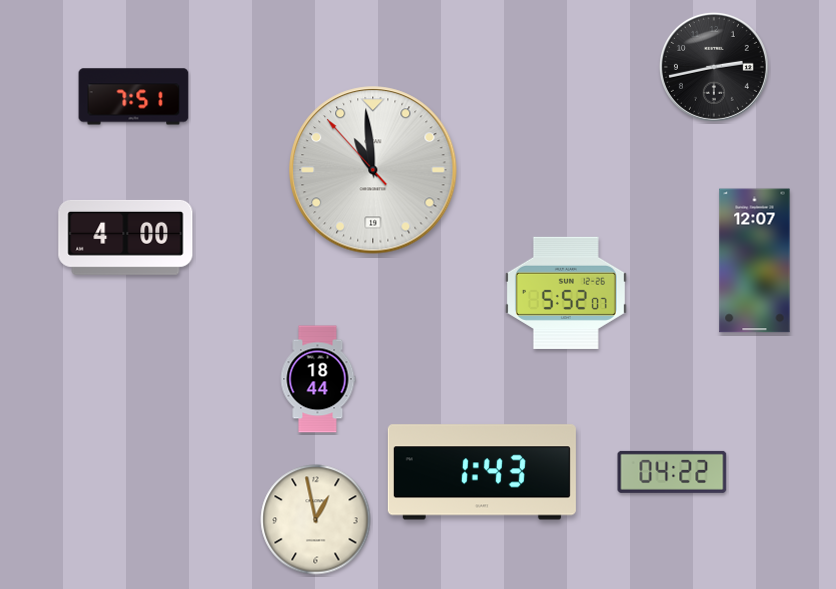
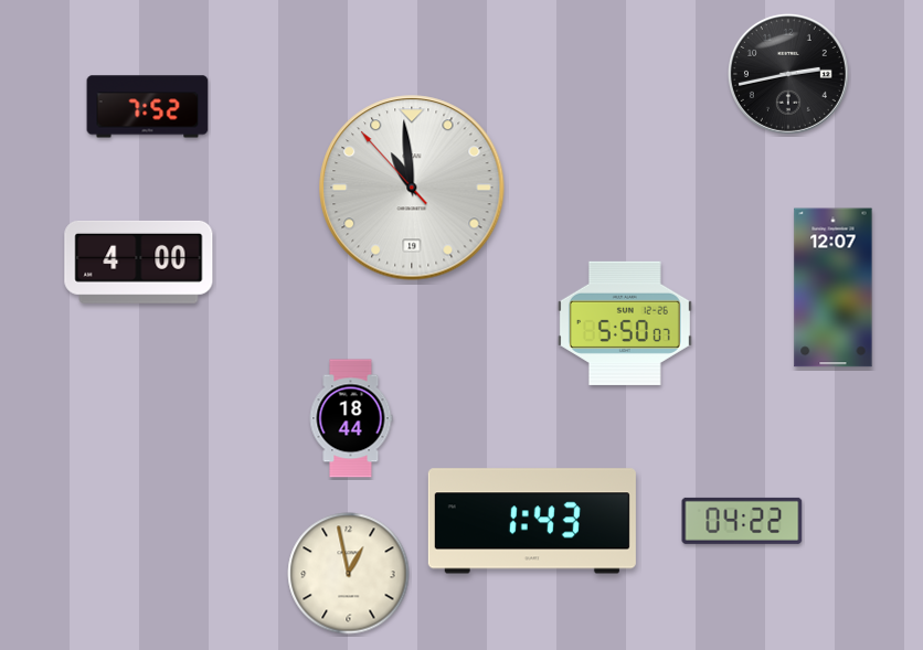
clock at (134, 97): 7:51 -> 7:52
clock at (566, 293): 5:52 -> 5:50
